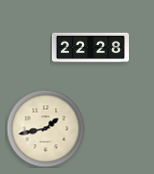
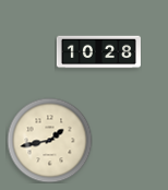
clock at (90, 48): 22:28 -> 10:28
